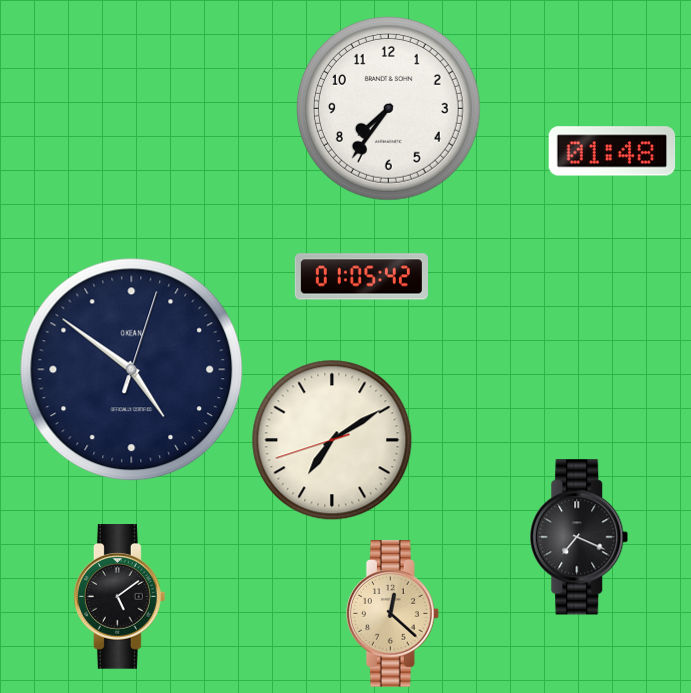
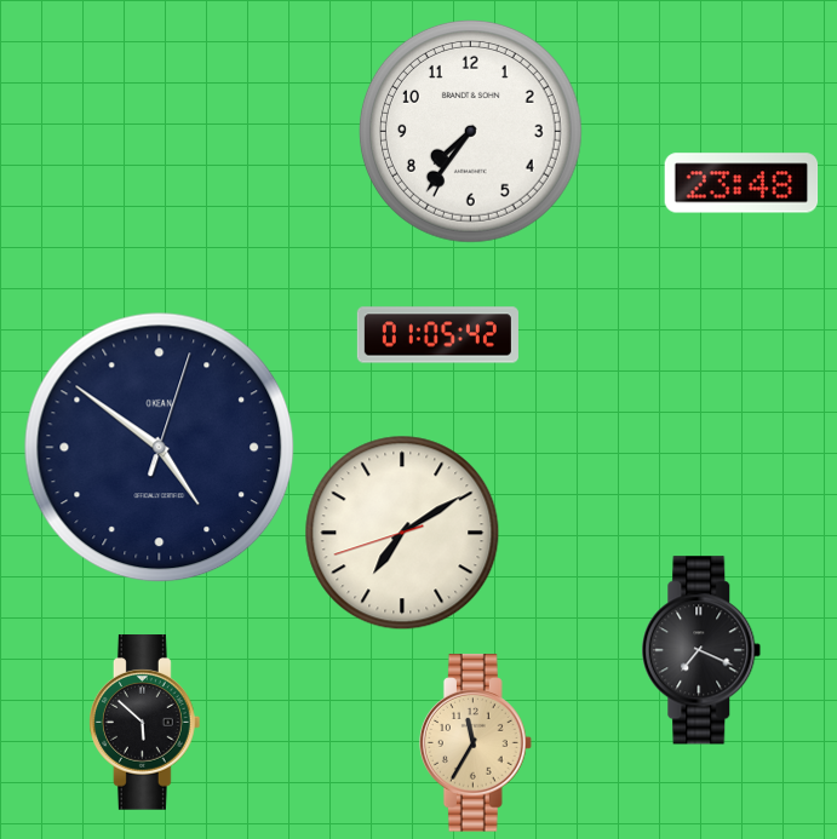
clock at (612, 151): 01:48 -> 23:48
clock at (120, 597): 5:09 -> 5:52
clock at (392, 614): 12:22 -> 11:35
